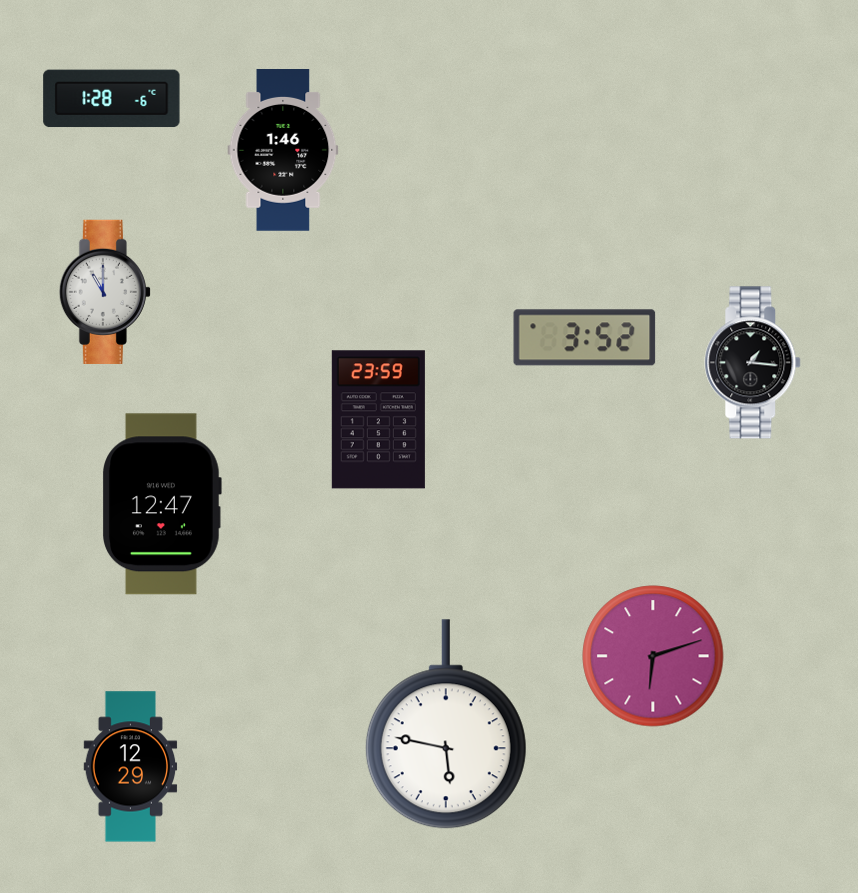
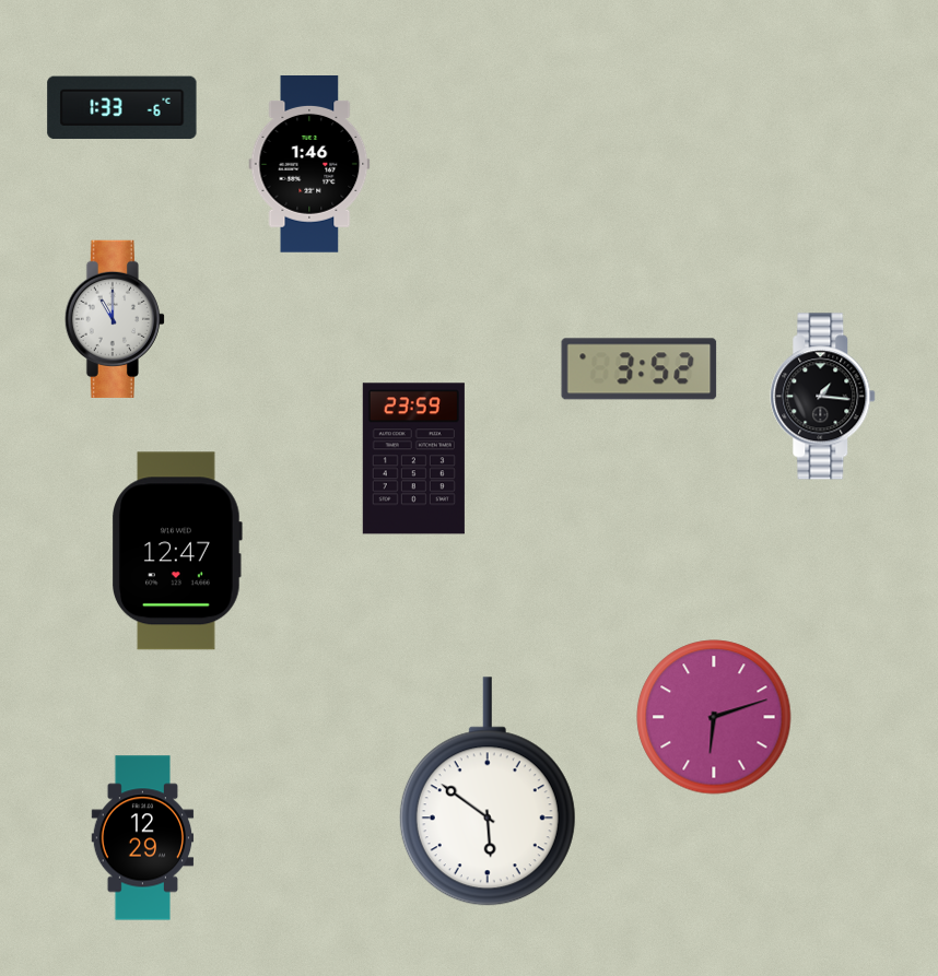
clock at (112, 99): 1:28 -> 1:33
clock at (446, 724): 5:47 -> 5:51
